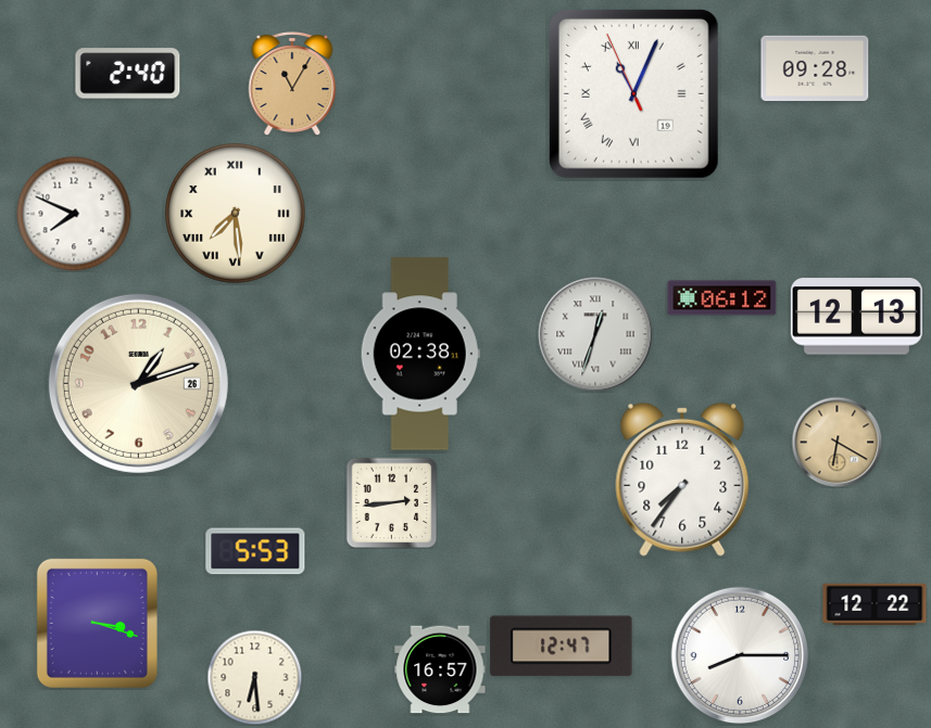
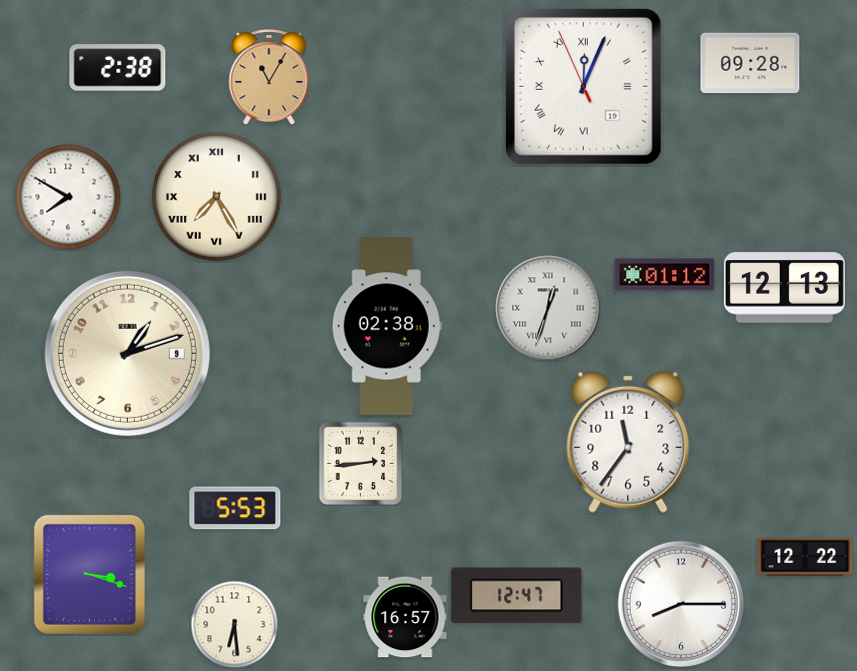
clock at (128, 74): 2:40 -> 2:38
clock at (633, 93): 11:03 -> 12:03
clock at (74, 214): 7:49 -> 7:50
clock at (236, 214): 7:29 -> 7:25
clock at (722, 298): 06:12 -> 01:12
clock at (856, 317) position: (856, 317) -> (784, 288)
clock at (138, 383) date: 26 -> 9
clock at (836, 442): 6:20 -> none
clock at (682, 480): 7:36 -> 11:36
